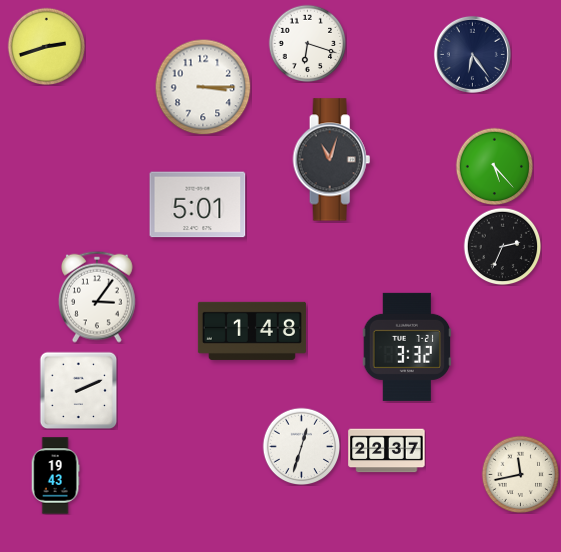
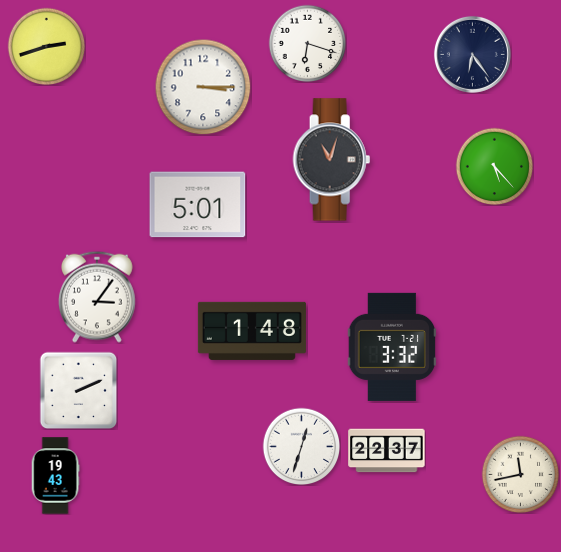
clock at (502, 246): 2:34 -> none
clock at (407, 347) position: (407, 347) -> (392, 347)
